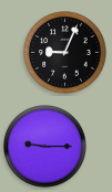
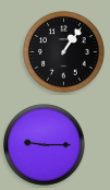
clock at (65, 53): 9:04 -> 1:06
